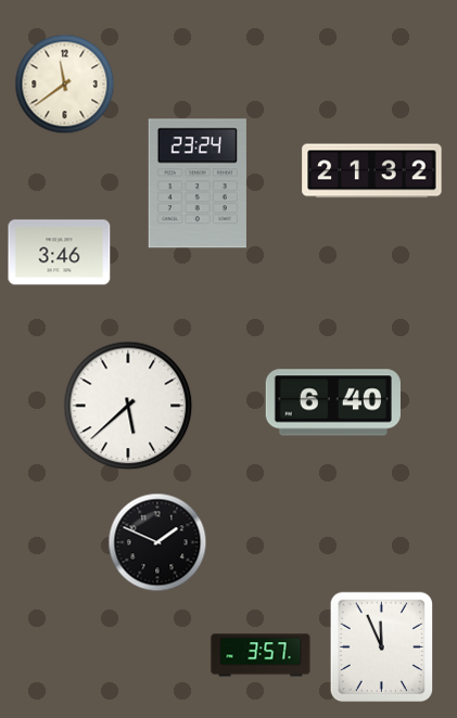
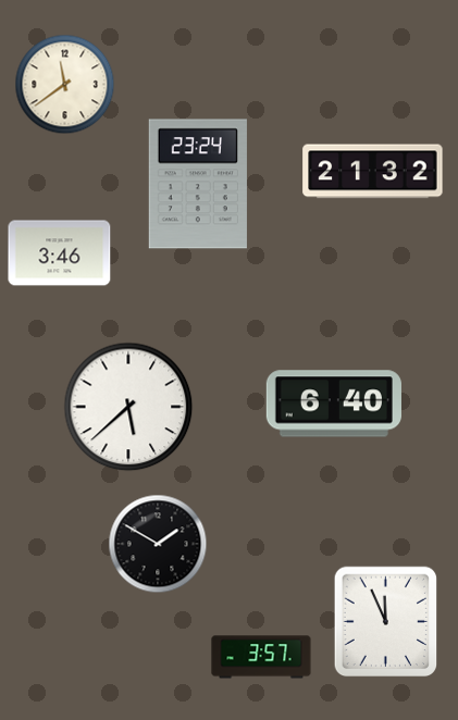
clock at (157, 542): 1:49 -> 1:50
clock at (382, 648) position: (382, 648) -> (386, 622)
